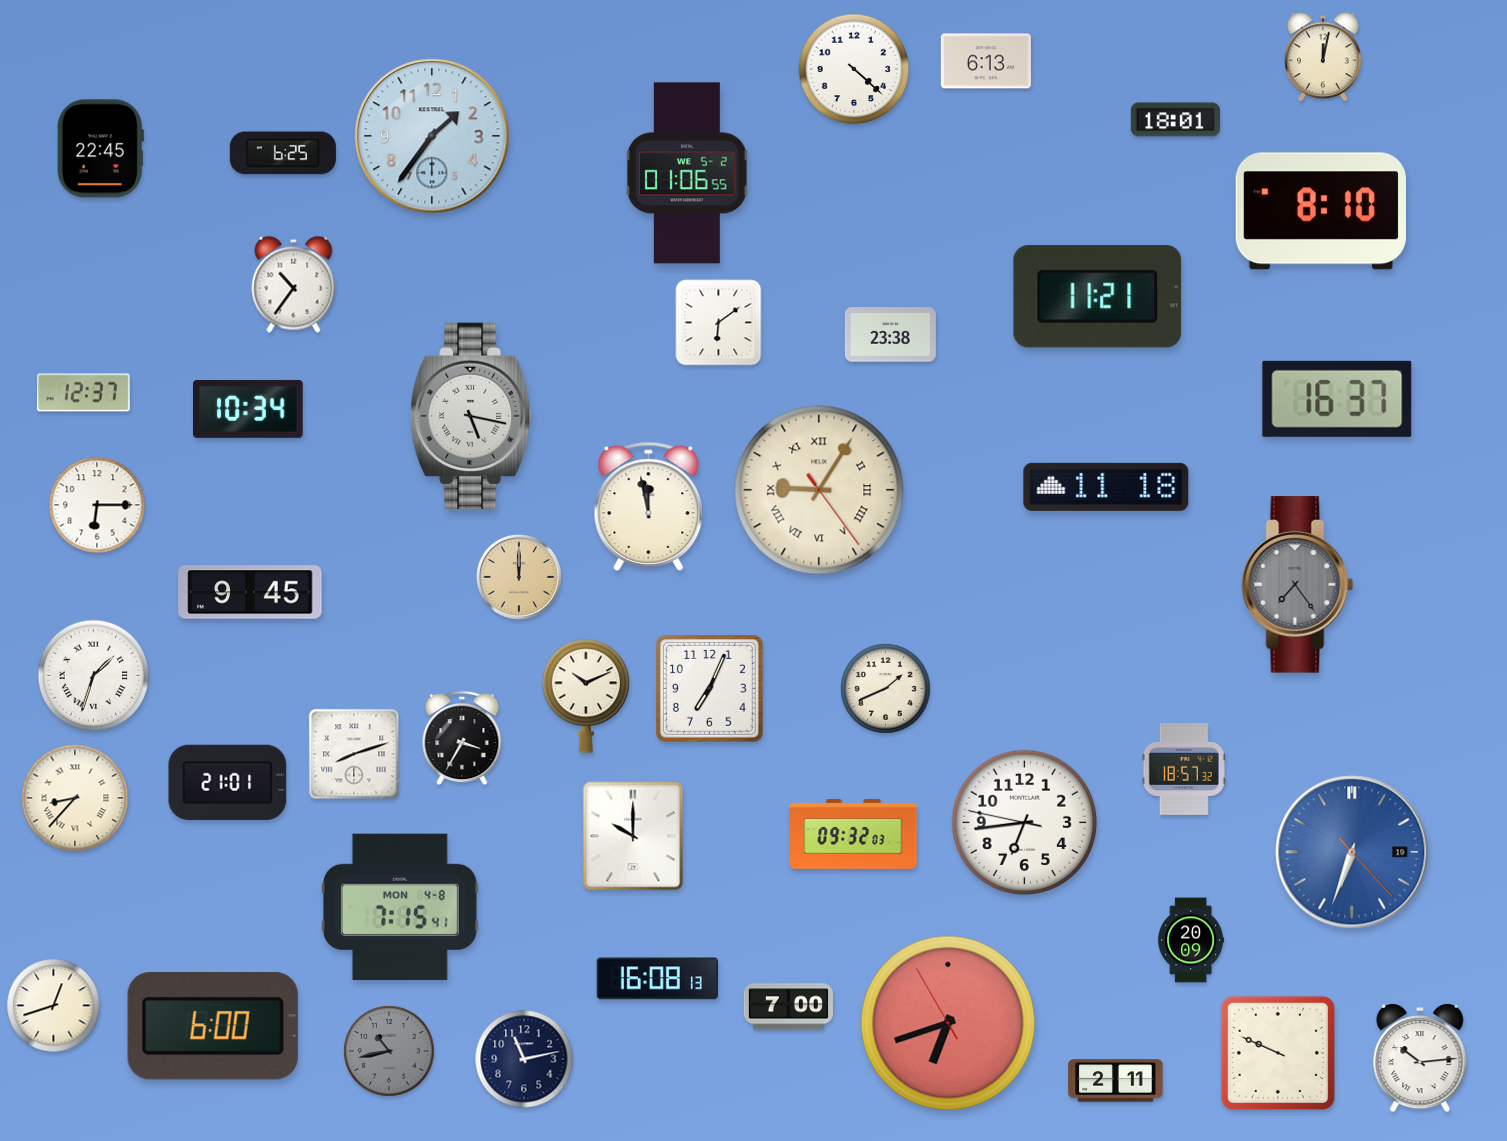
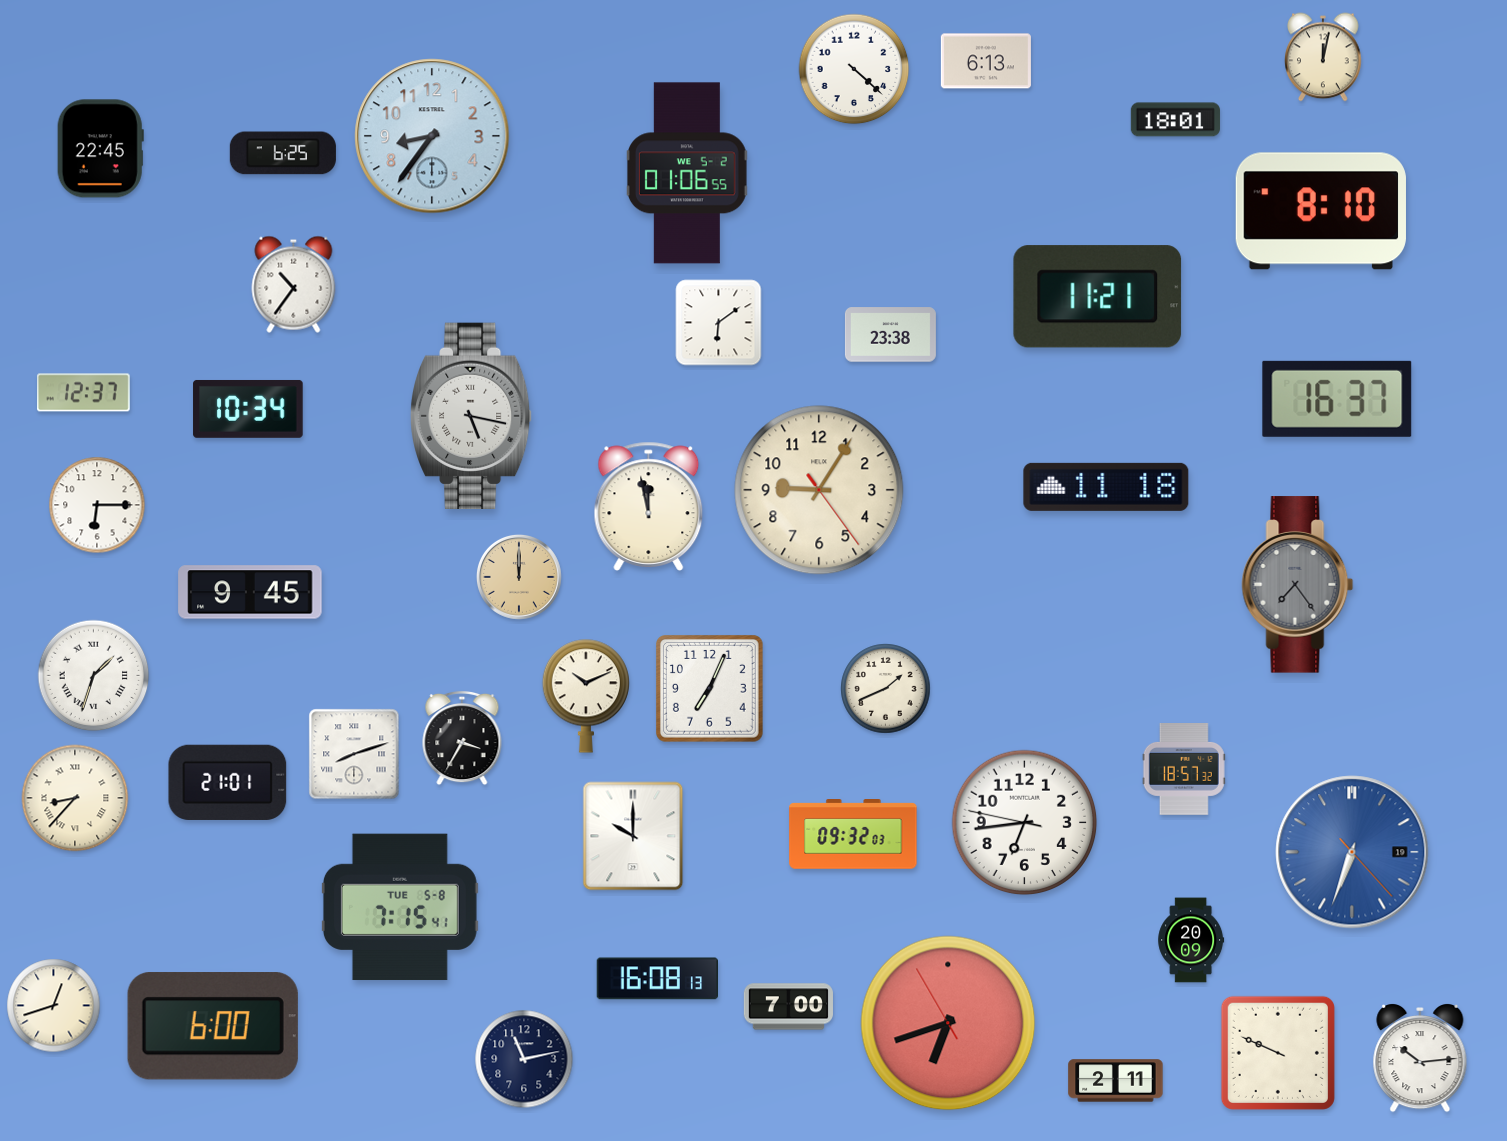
clock at (432, 136): 1:36 -> 8:36
clock at (819, 490) numerals: Roman -> Arabic
clock at (400, 907) date: MON 4-8 -> TUE 5-8
clock at (389, 1051): 10:43 -> none
